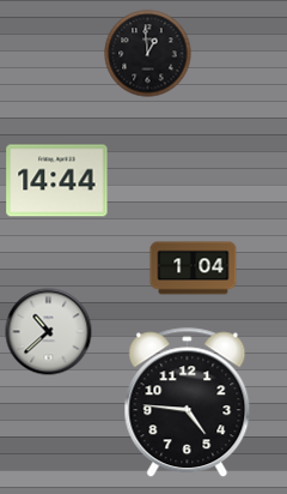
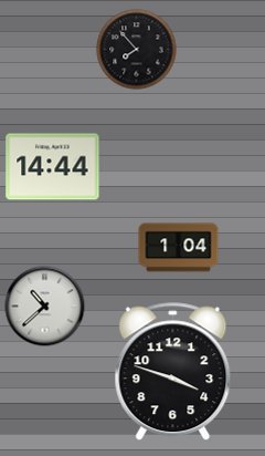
clock at (148, 54): 12:59 -> 7:53
clock at (188, 403): 4:46 -> 3:48
